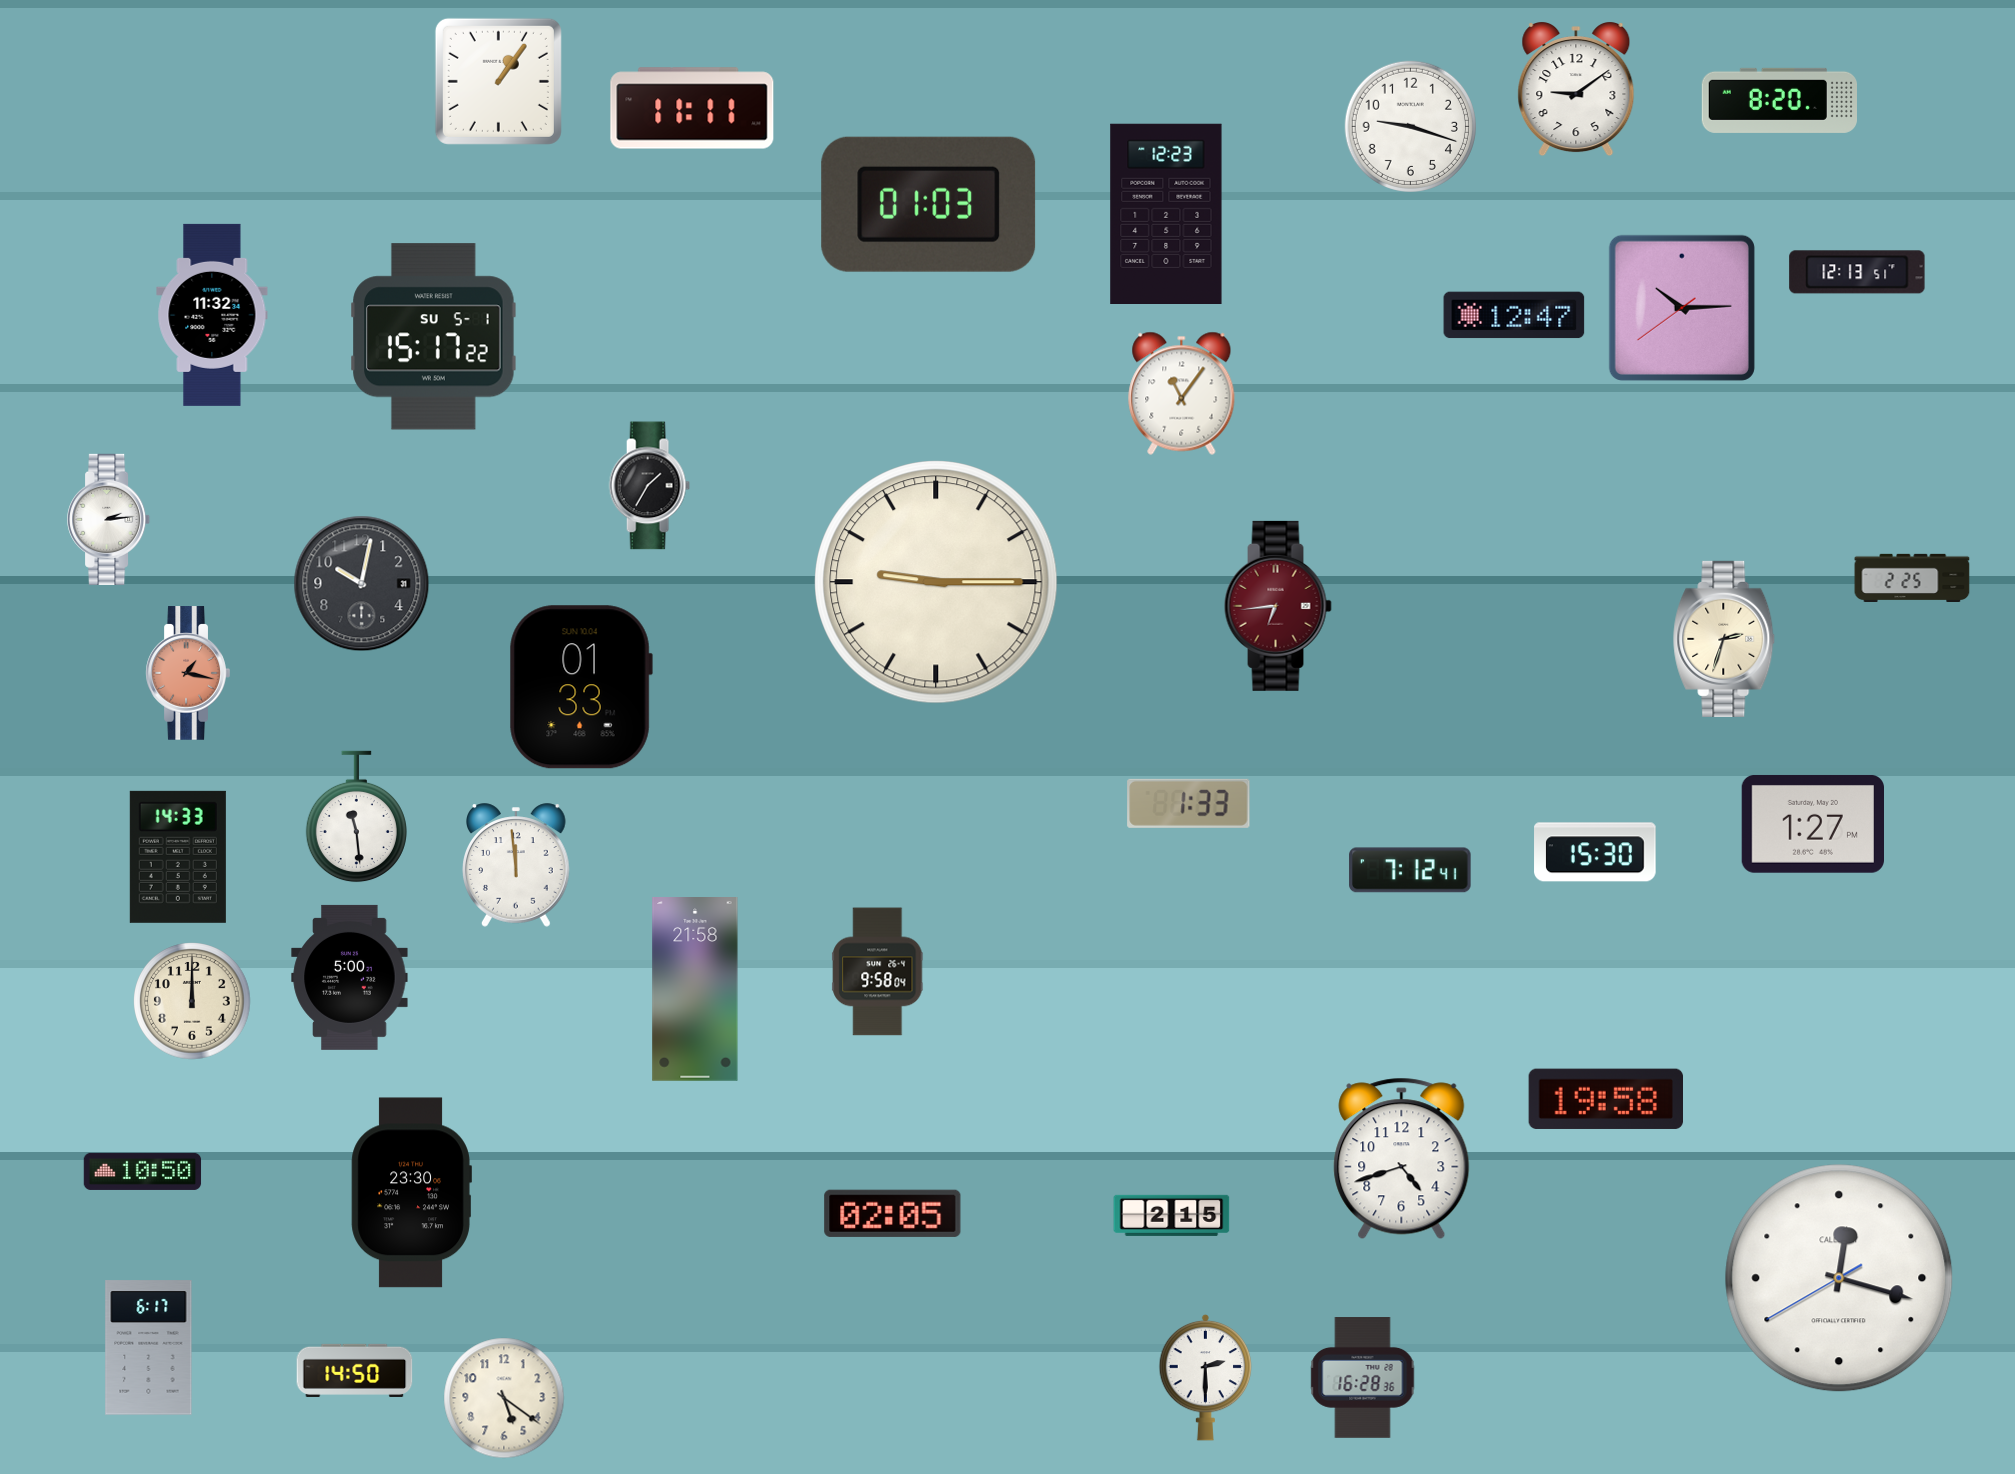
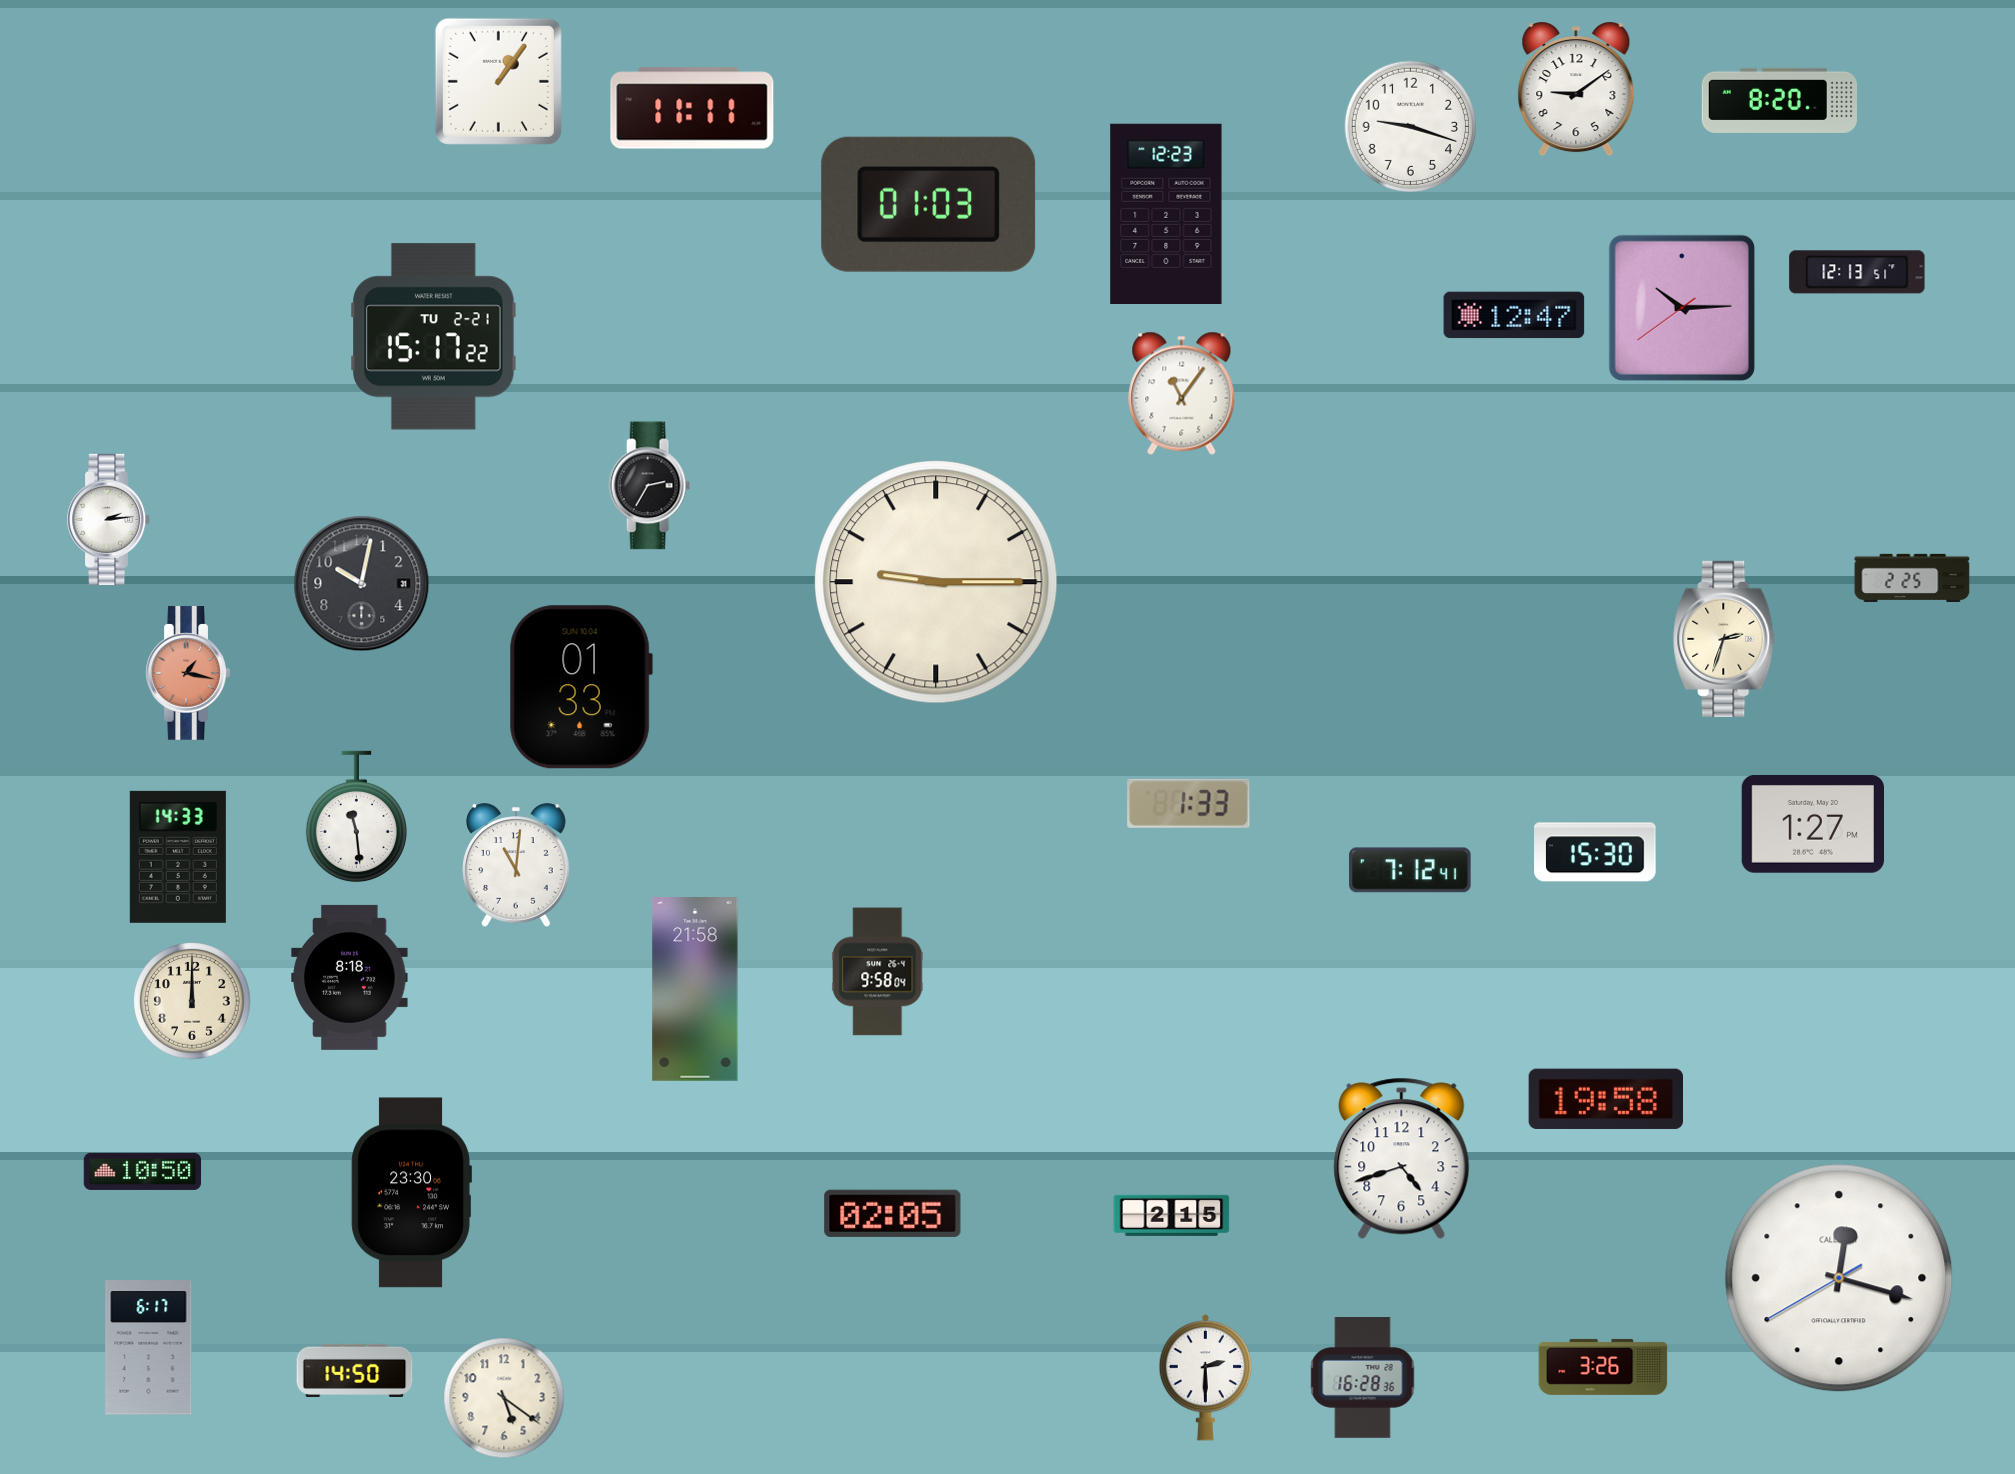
clock at (212, 315): 11:32 -> none
clock at (434, 337) date: SU 5-1 -> TU 2-21
clock at (649, 486): 1:35 -> 2:35
clock at (1278, 606): 6:44 -> none
clock at (517, 865): 11:59 -> 11:01
clock at (350, 977): 5:00 -> 8:18
clock at (1603, 1367): none -> 3:26
